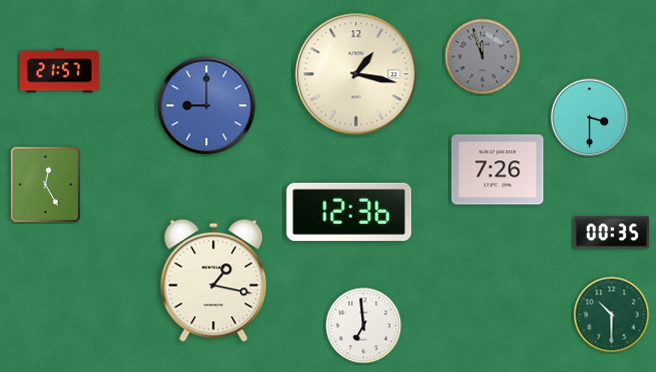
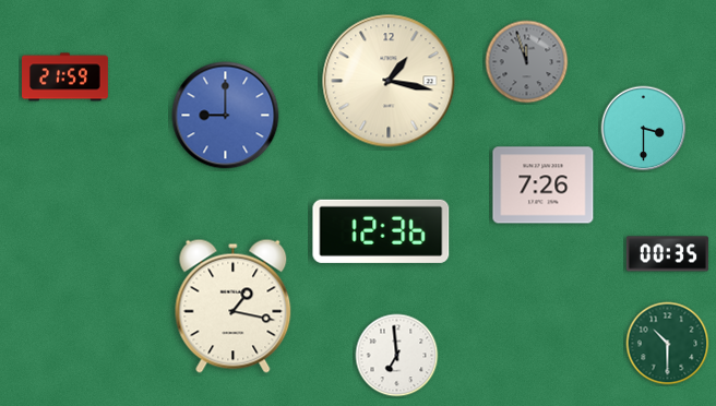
clock at (60, 71): 21:57 -> 21:59
clock at (45, 184): 12:25 -> none
